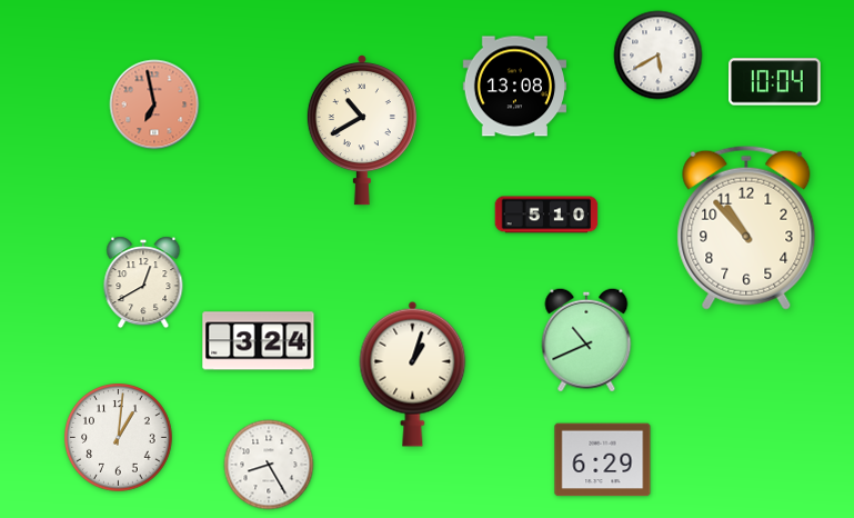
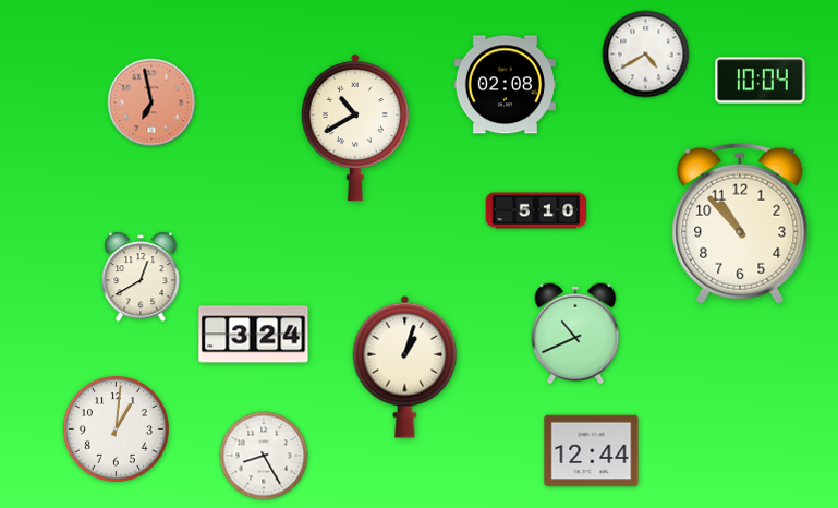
clock at (659, 56): 5:40 -> 4:40
clock at (514, 87): 13:08 -> 02:08
clock at (746, 228) position: (746, 228) -> (740, 223)
clock at (603, 460): 6:29 -> 12:44
